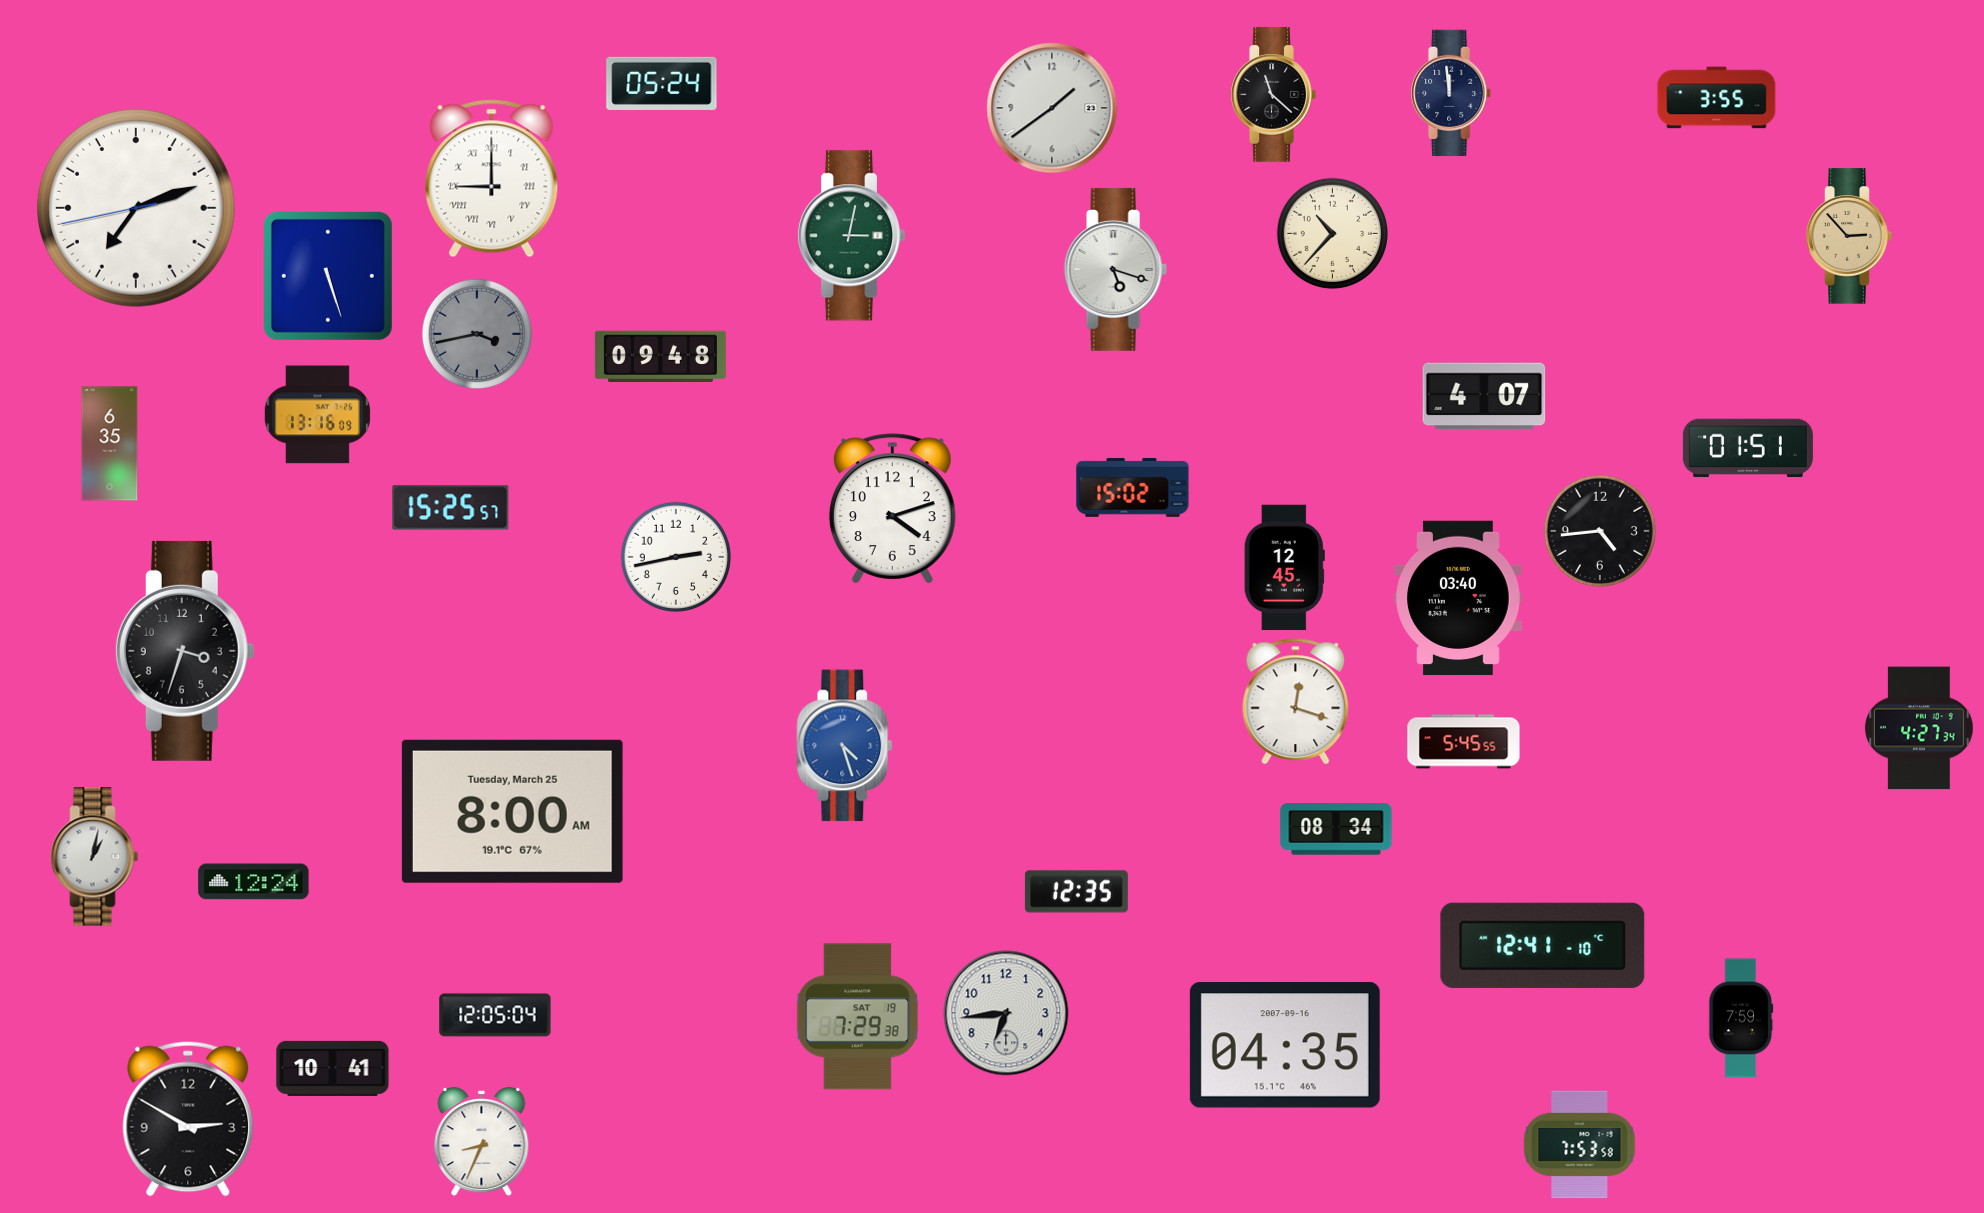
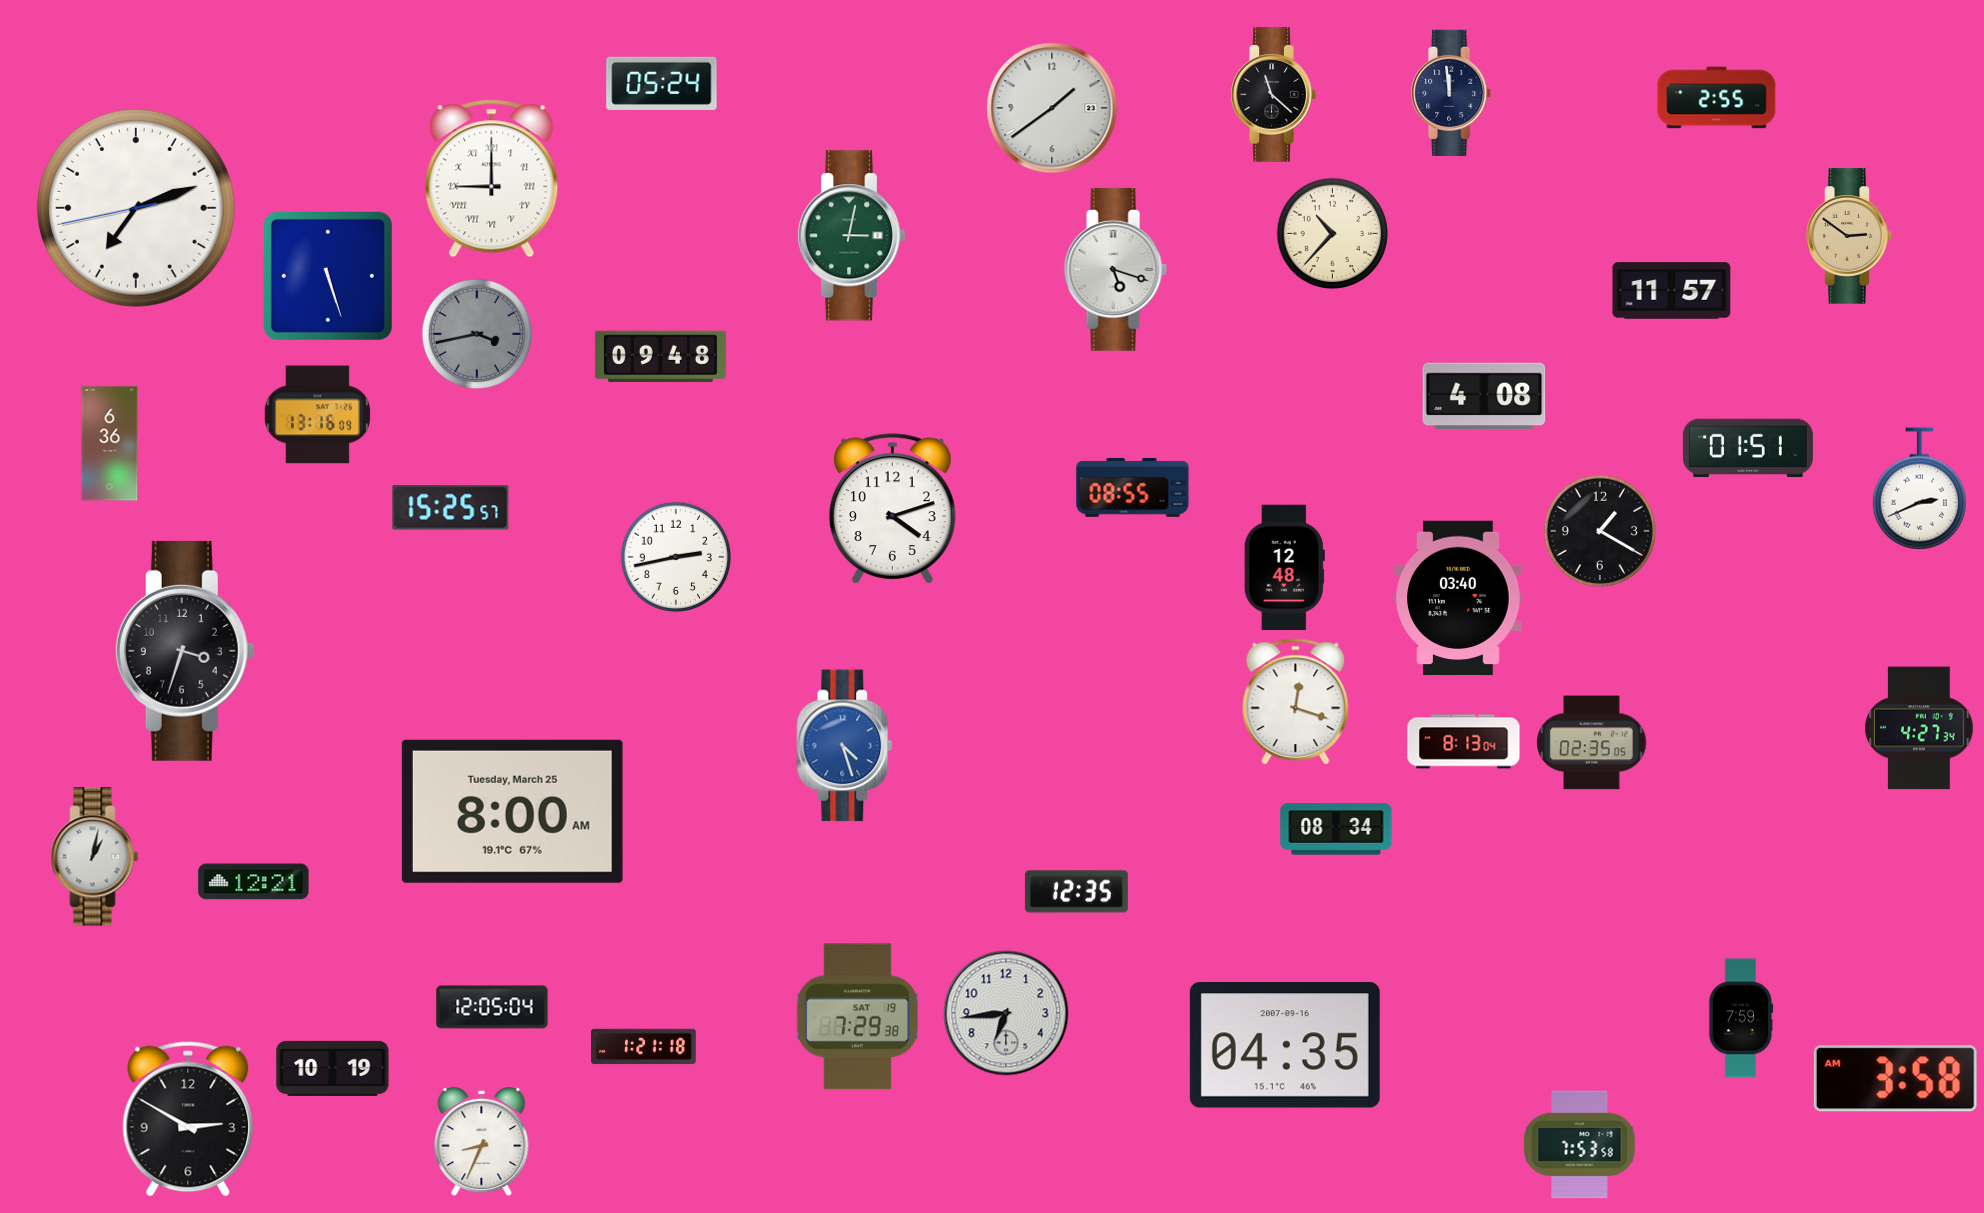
clock at (1717, 98): 3:55 -> 2:55
clock at (1849, 236): 2:53 -> 2:51
clock at (1672, 291): none -> 11:57
clock at (1484, 396): 4:07 -> 4:08
clock at (110, 444): 6:35 -> 6:36
clock at (1133, 487): 15:02 -> 08:55
clock at (1919, 489): none -> 2:41
clock at (1599, 530): 4:44 -> 1:20
clock at (1284, 568): 12:45 -> 12:48
clock at (1464, 742): 5:45 -> 8:13
clock at (1592, 743): none -> 02:35
clock at (254, 882): 12:24 -> 12:21
clock at (1543, 945): 12:41 -> none
clock at (495, 1015) position: (495, 1015) -> (492, 1007)
clock at (644, 1047): none -> 1:21
clock at (333, 1068): 10:41 -> 10:19
clock at (1895, 1079): none -> 3:58
